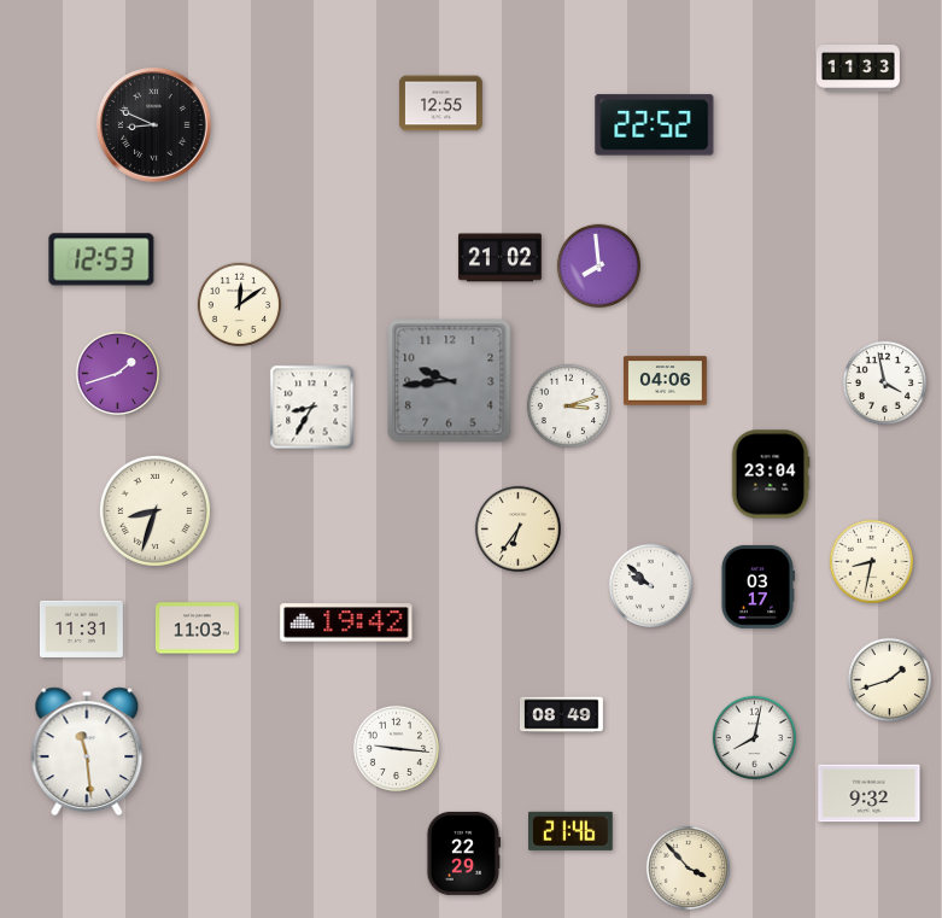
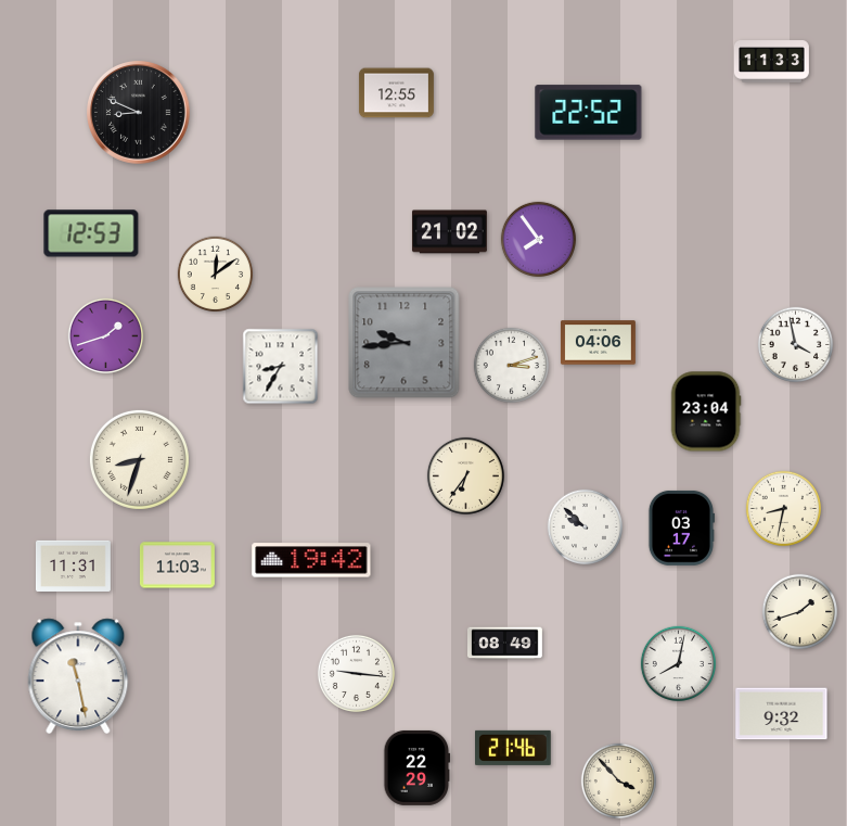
clock at (599, 267): 7:59 -> 7:54
clock at (771, 474) position: (771, 474) -> (706, 411)
clock at (872, 562) position: (872, 562) -> (784, 509)
clock at (87, 752): 11:29 -> 11:28
